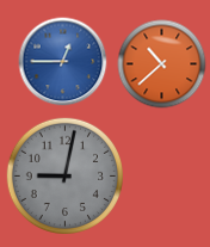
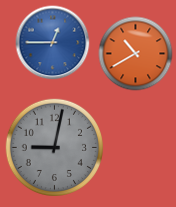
clock at (63, 62) position: (63, 62) -> (53, 43)
clock at (162, 64): 10:38 -> 10:40
